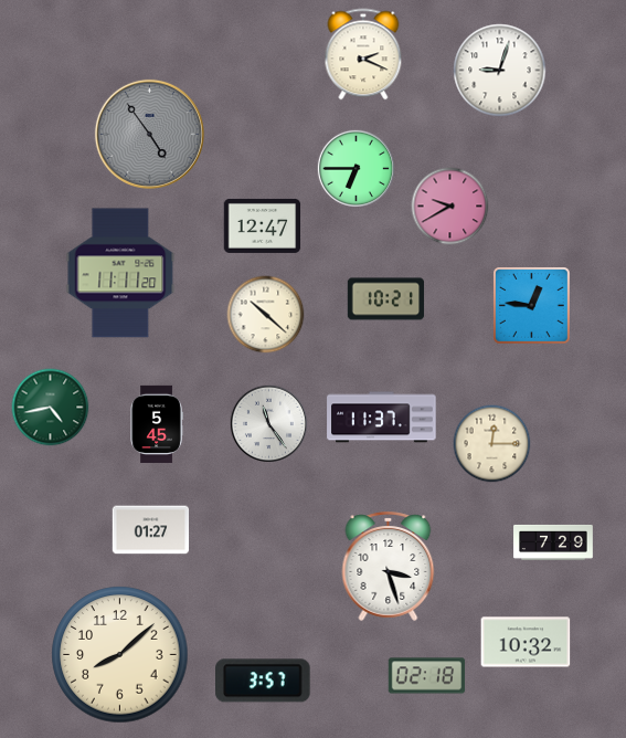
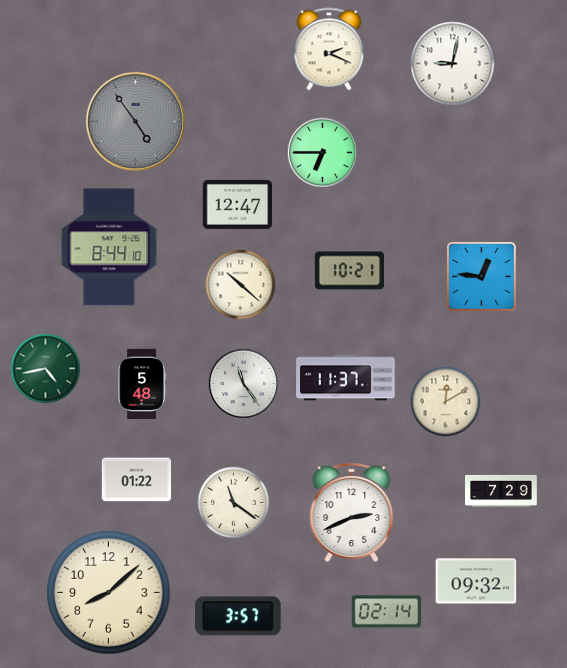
clock at (500, 71): 9:03 -> 9:02
clock at (450, 207): 9:40 -> none
clock at (120, 273): 11:11 -> 8:44
clock at (157, 424): 5:45 -> 5:48
clock at (492, 444): 12:15 -> 12:10
clock at (151, 530): 01:27 -> 01:22
clock at (234, 503): none -> 11:21
clock at (389, 566): 3:27 -> 2:41
clock at (526, 642): 10:32 -> 09:32
clock at (427, 676): 02:18 -> 02:14
